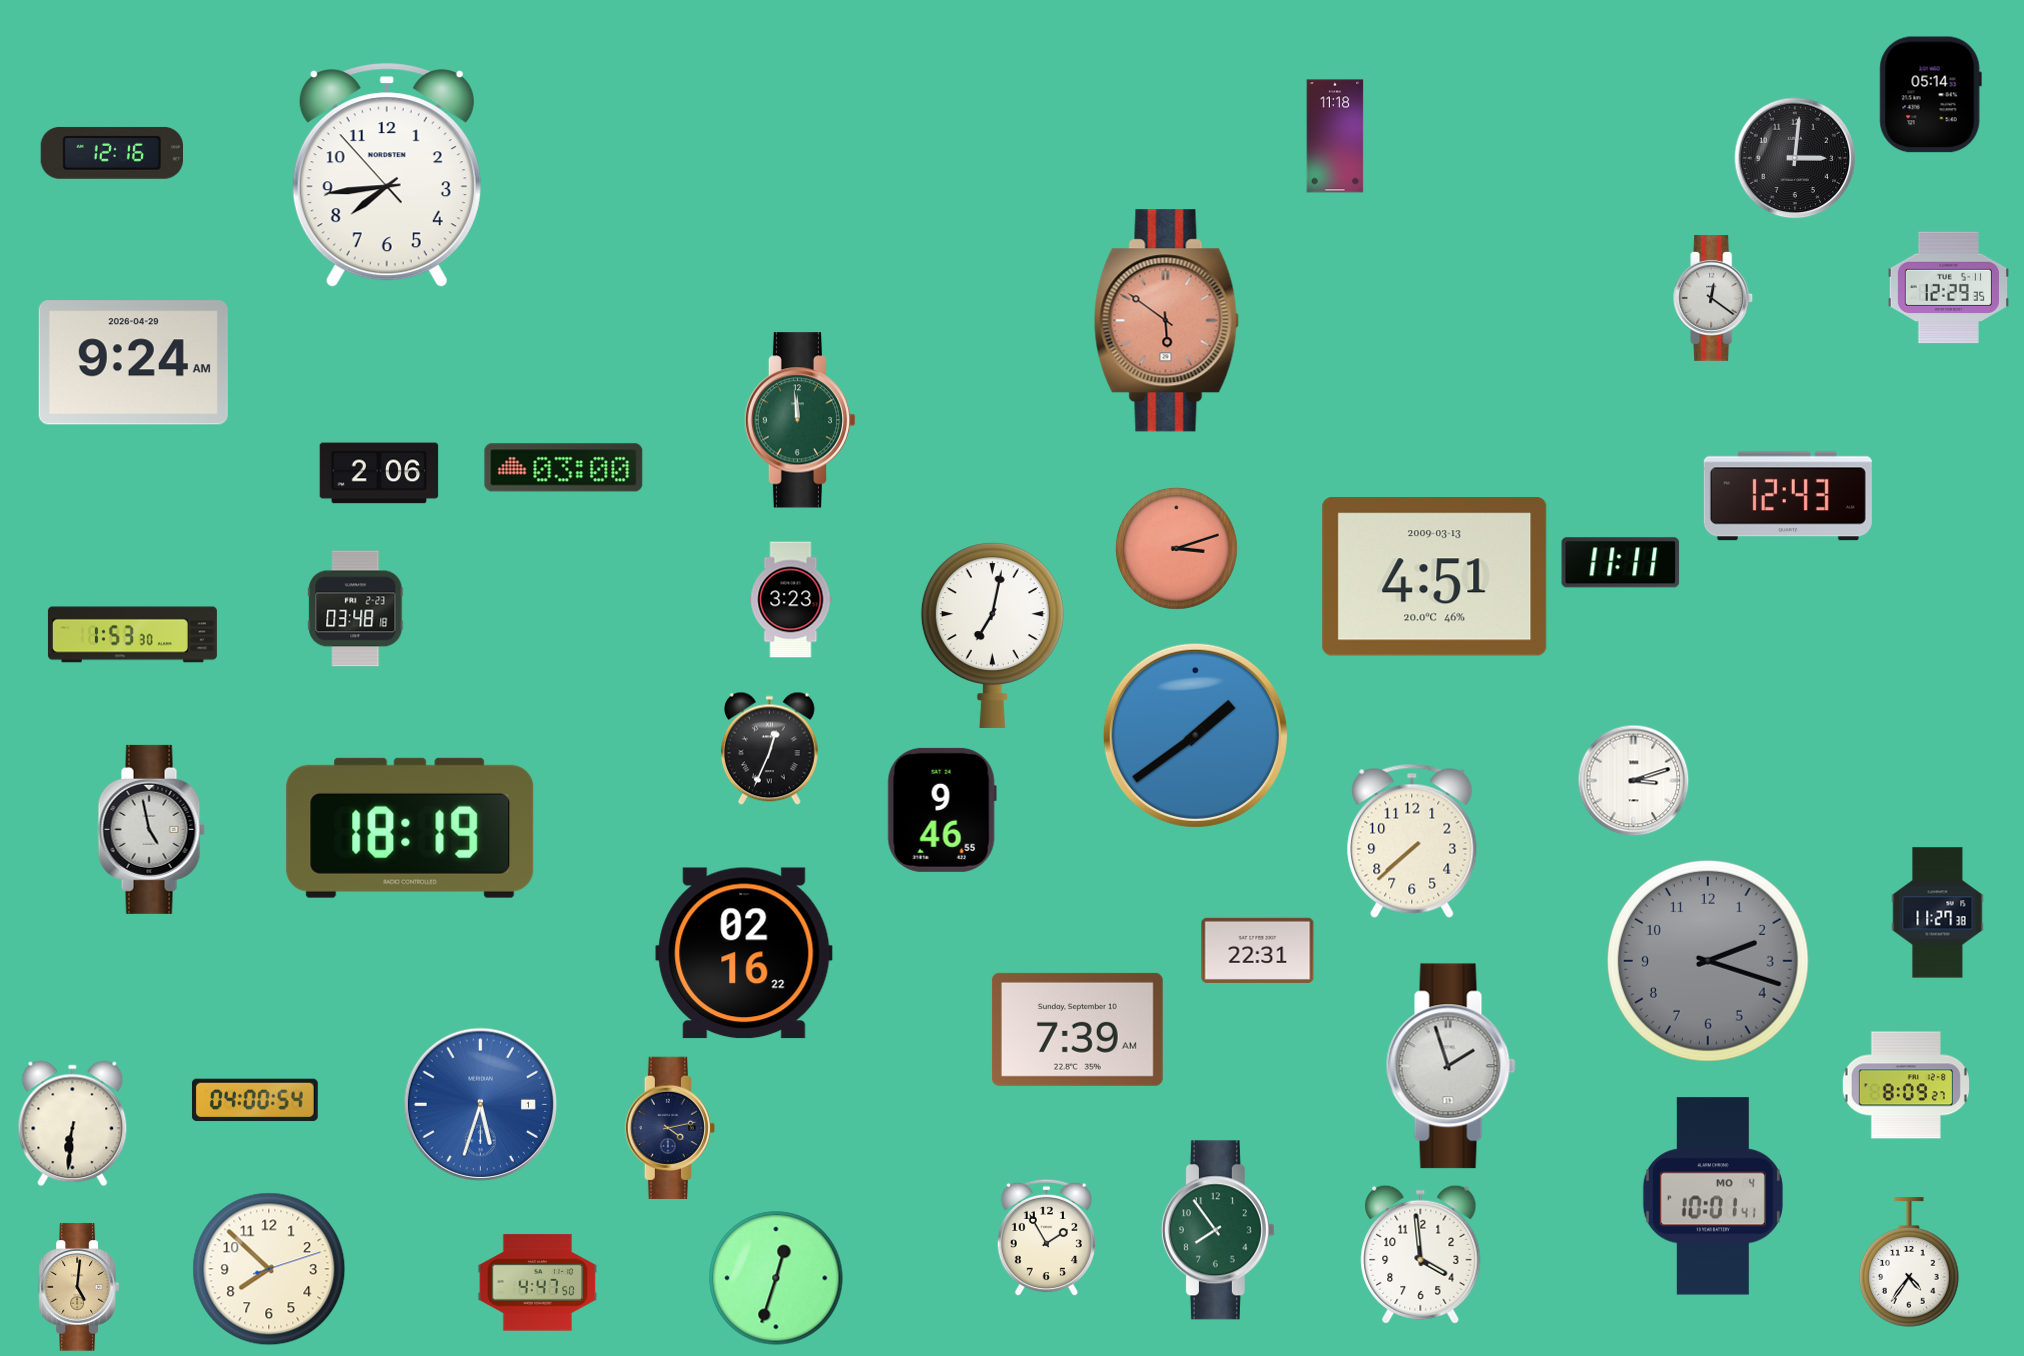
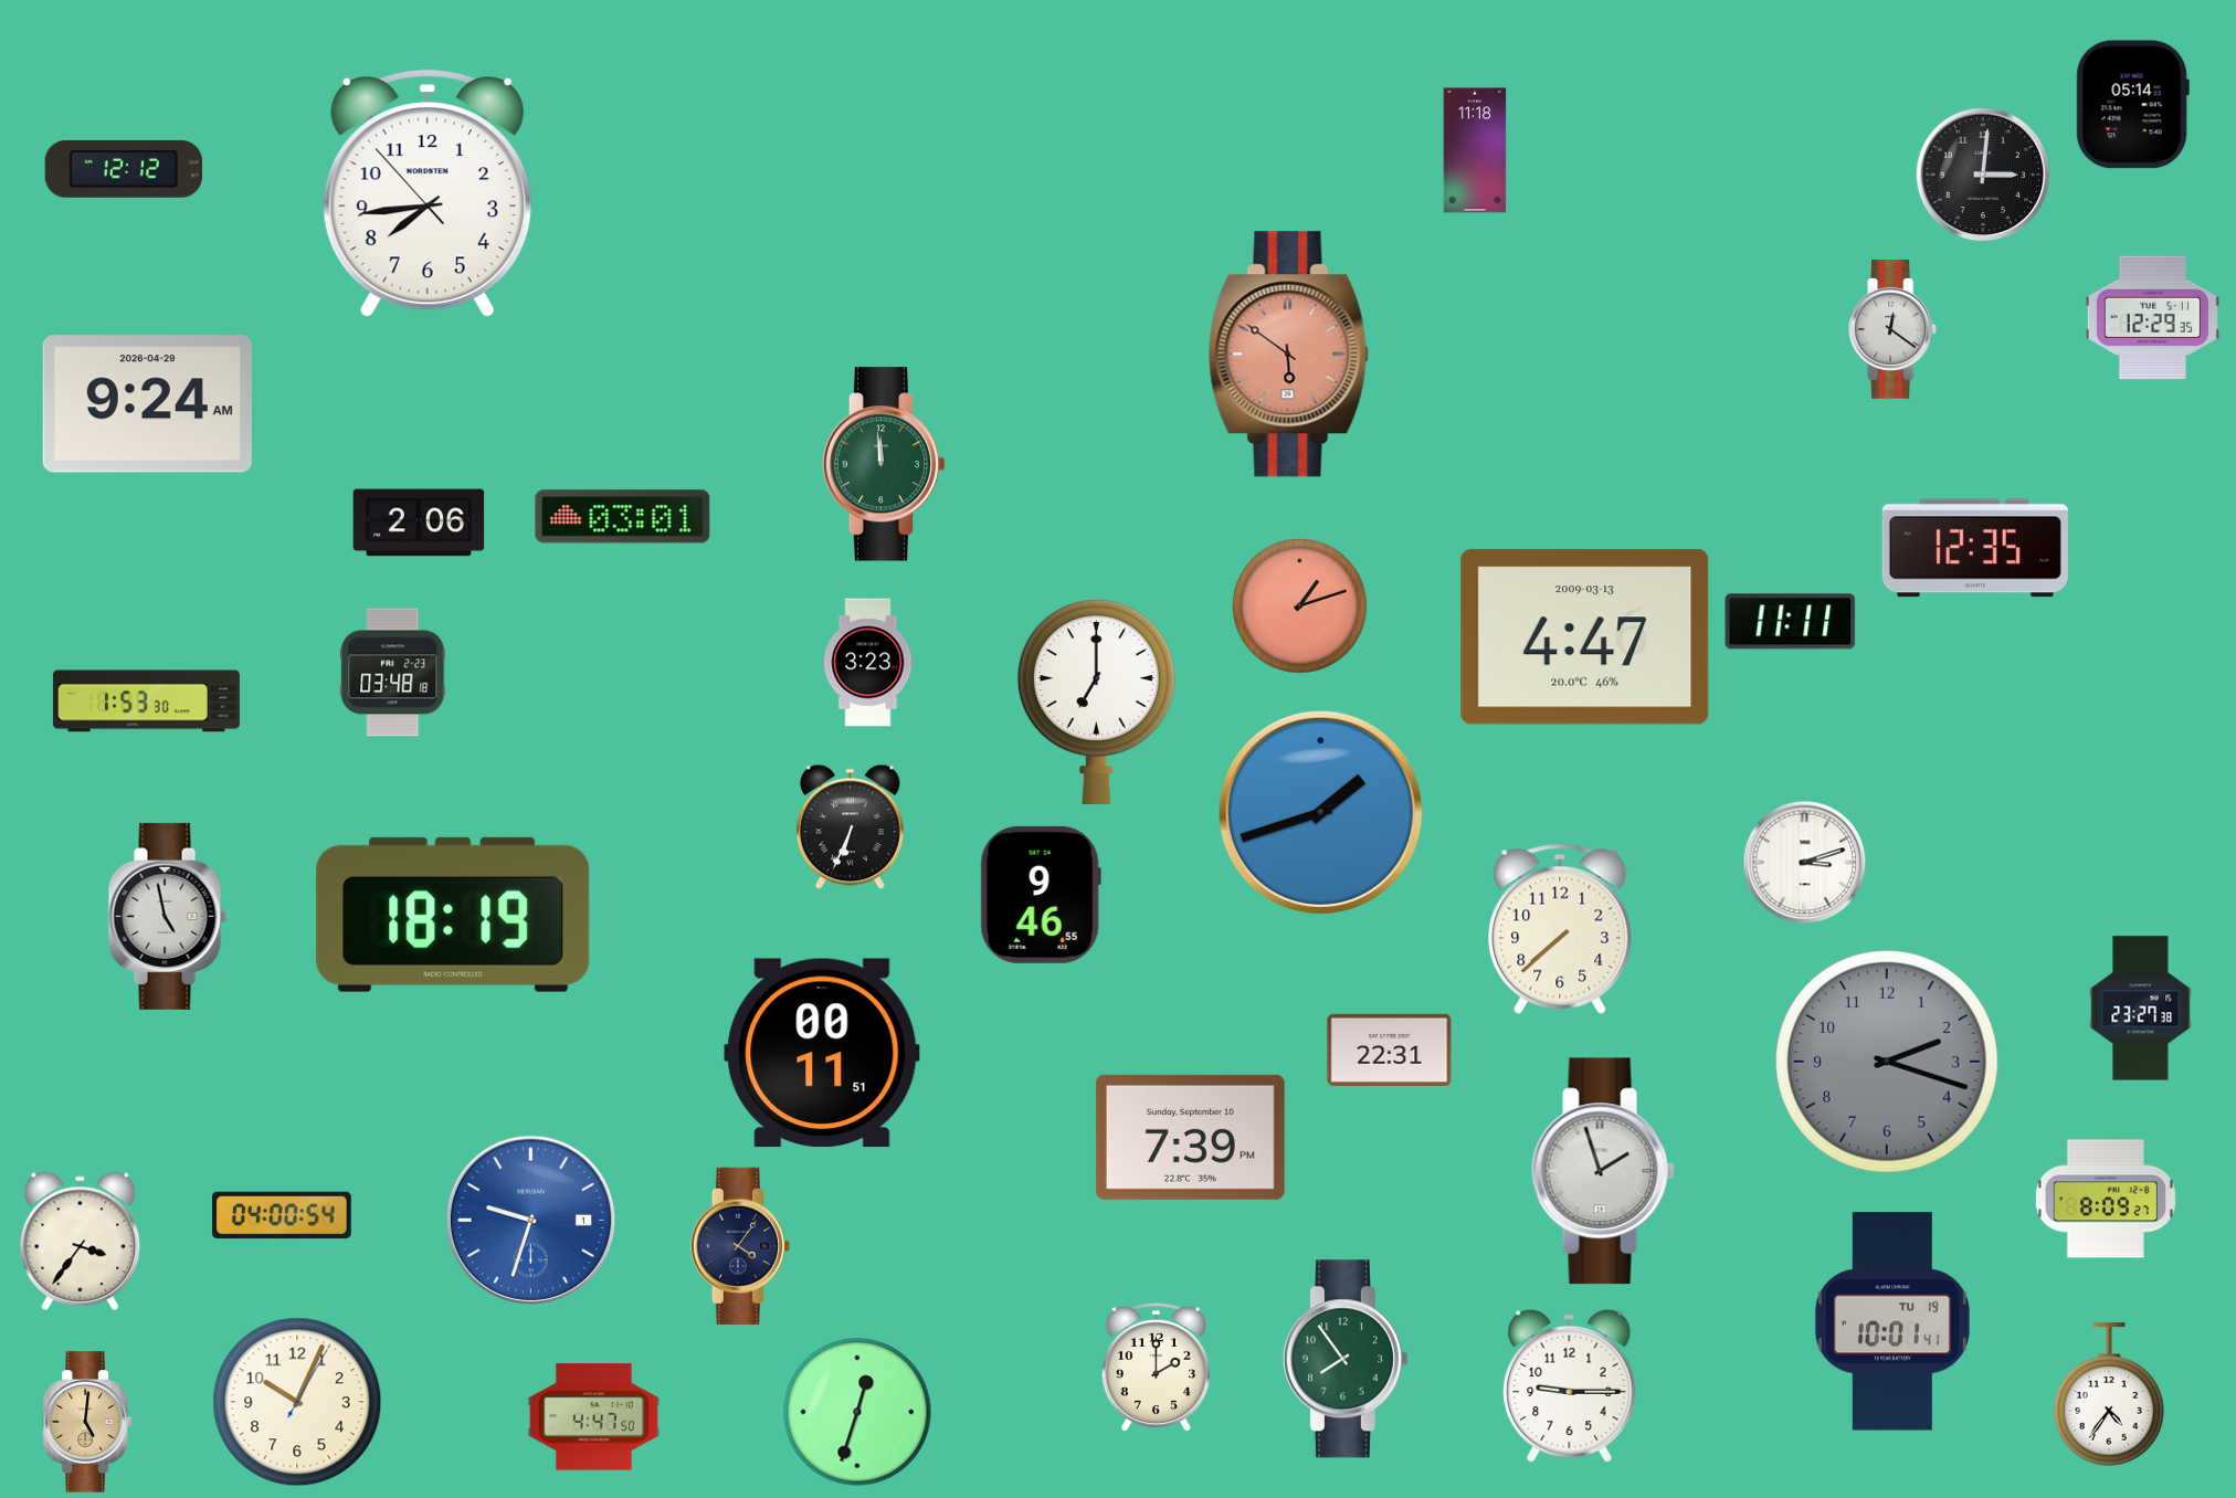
clock at (111, 153): 12:16 -> 12:12
clock at (133, 363) position: (133, 363) -> (147, 404)
clock at (564, 468): 03:00 -> 03:01
clock at (1788, 496): 12:43 -> 12:35
clock at (1177, 549): 3:12 -> 1:12
clock at (1435, 577): 4:51 -> 4:47
clock at (791, 600) position: (791, 600) -> (868, 663)
clock at (992, 636): 7:02 -> 7:00
clock at (1195, 735): 1:39 -> 1:42
clock at (769, 749): 12:34 -> 6:34
clock at (1938, 913): 11:27 -> 23:27
clock at (744, 953): 02:16 -> 00:11
clock at (1077, 1029): 7:39 AM -> 7:39 PM
clock at (1451, 1066) position: (1451, 1066) -> (1603, 1171)
clock at (480, 1104): 5:33 -> 9:33
clock at (73, 1124): 6:31 -> 3:36
clock at (670, 1128): 4:13 -> 4:06
clock at (1713, 1196) date: MO 4 -> TU 19
clock at (1046, 1238): 1:55 -> 2:00
clock at (1421, 1254): 3:59 -> 9:15
clock at (269, 1269): 7:52 -> 10:04
